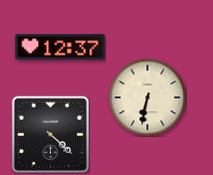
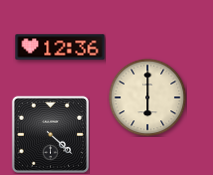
clock at (60, 47): 12:37 -> 12:36
clock at (147, 97): 6:32 -> 6:00
